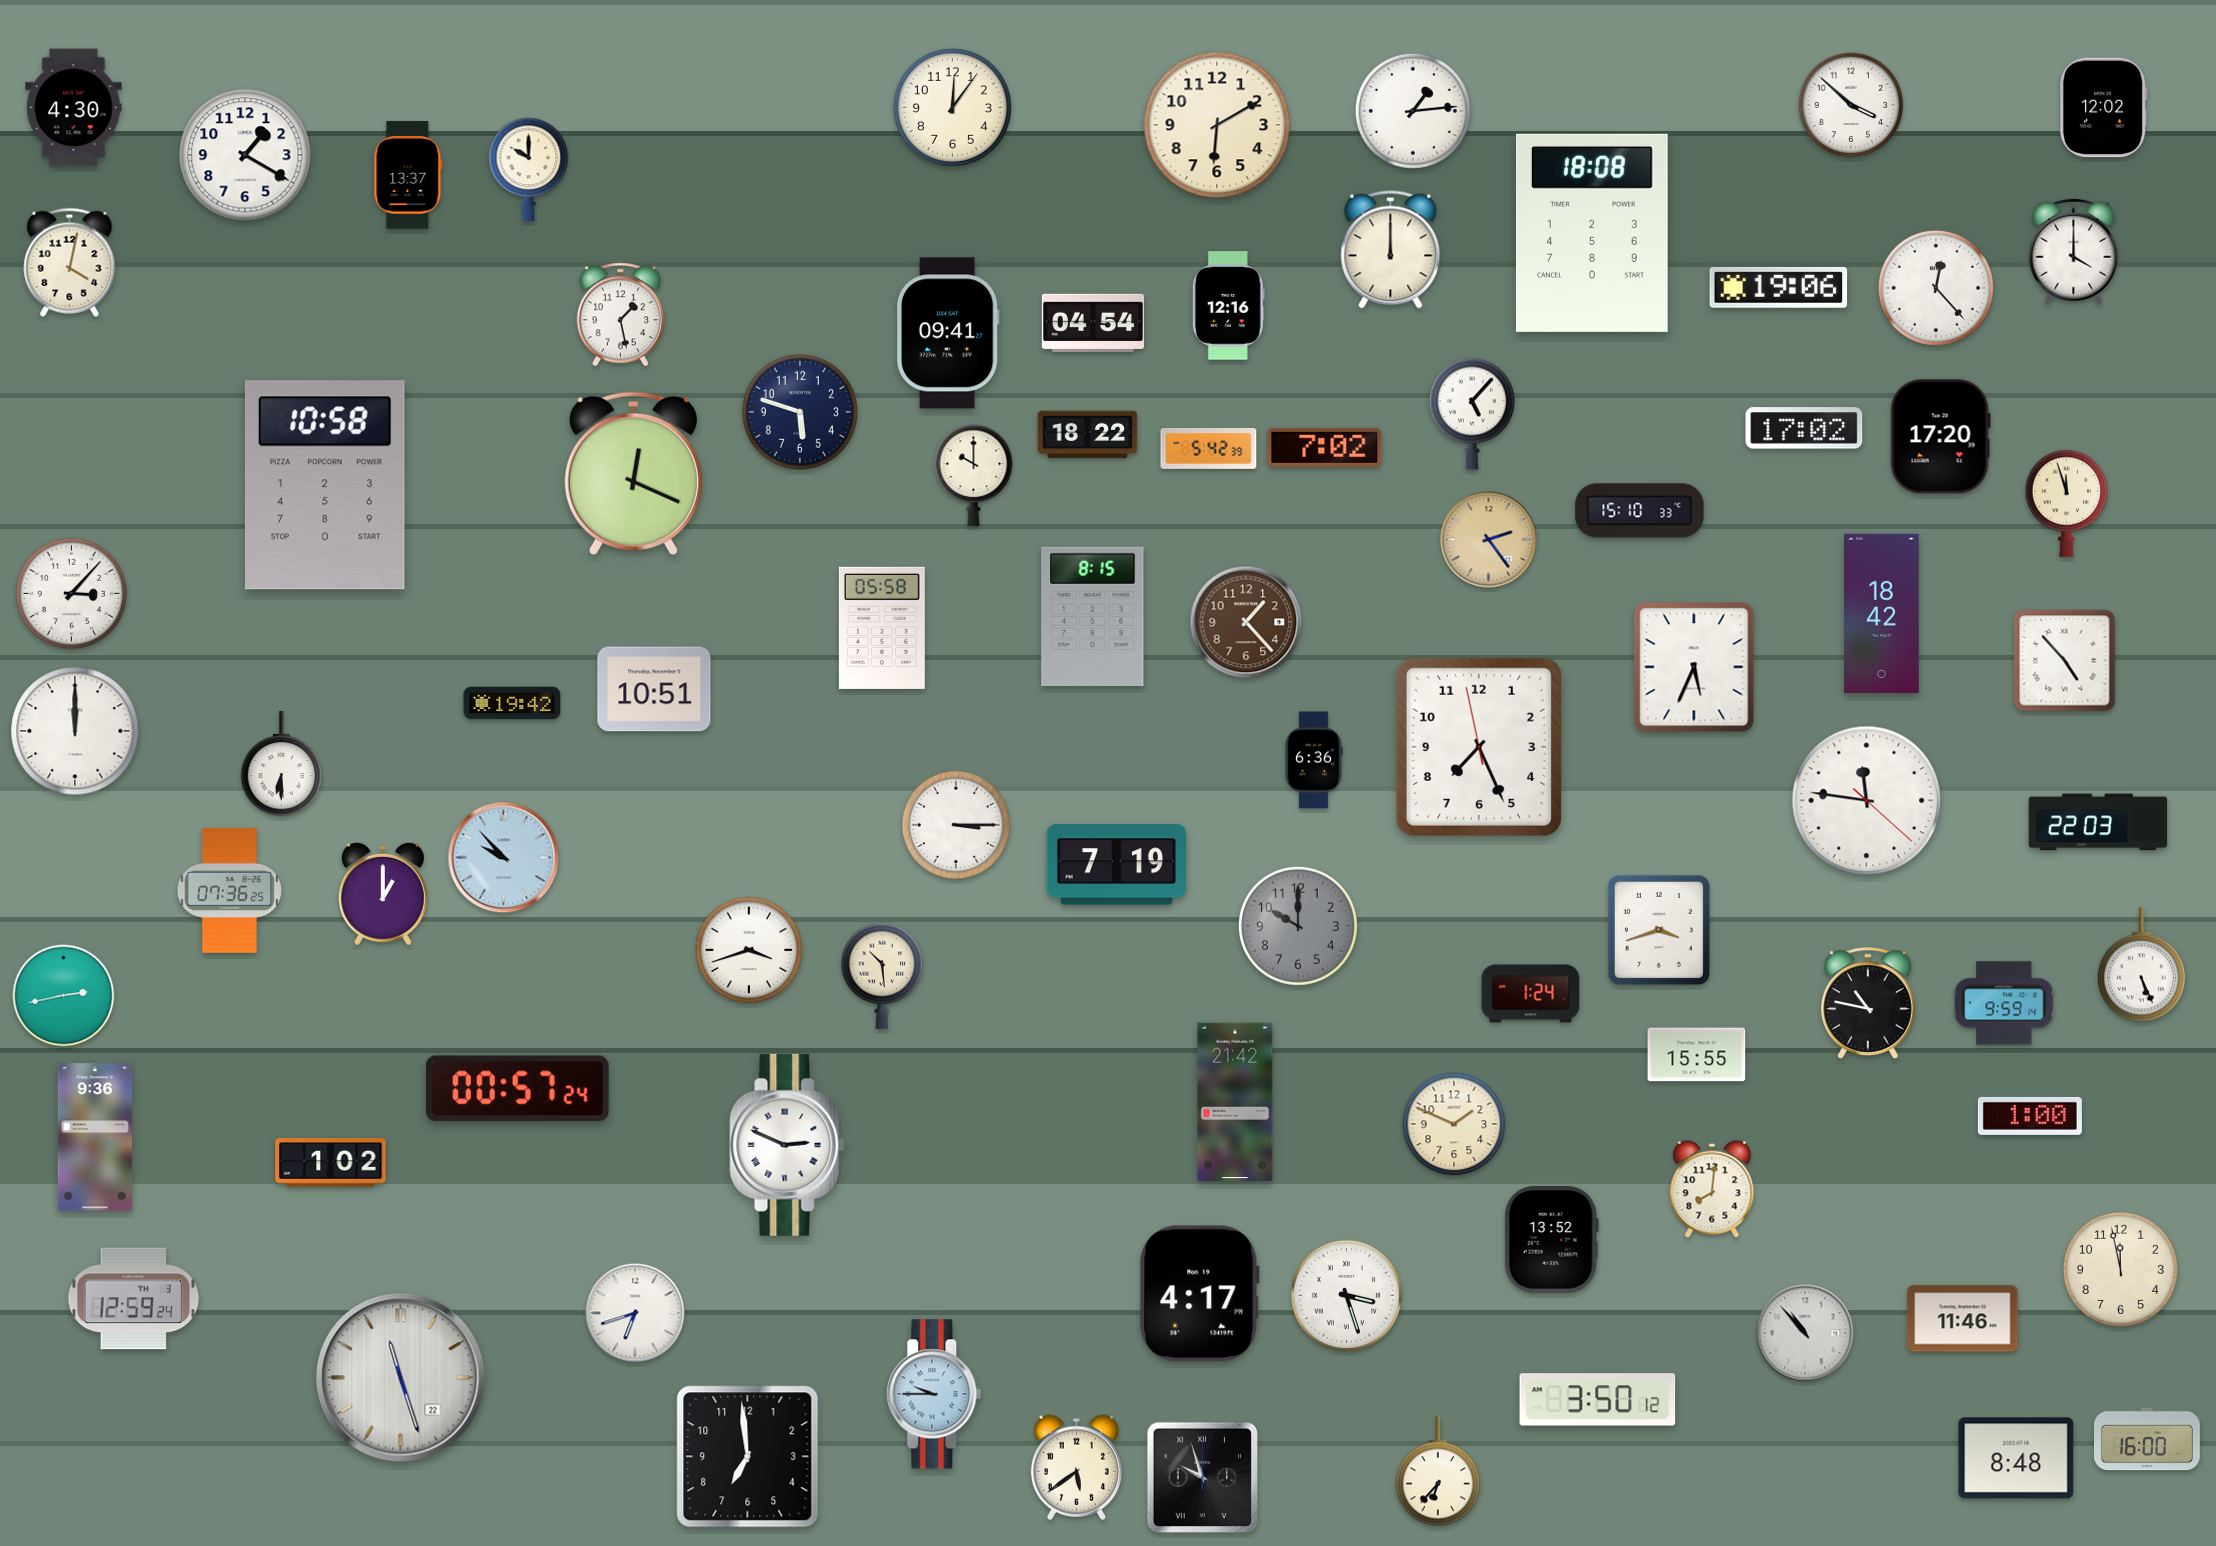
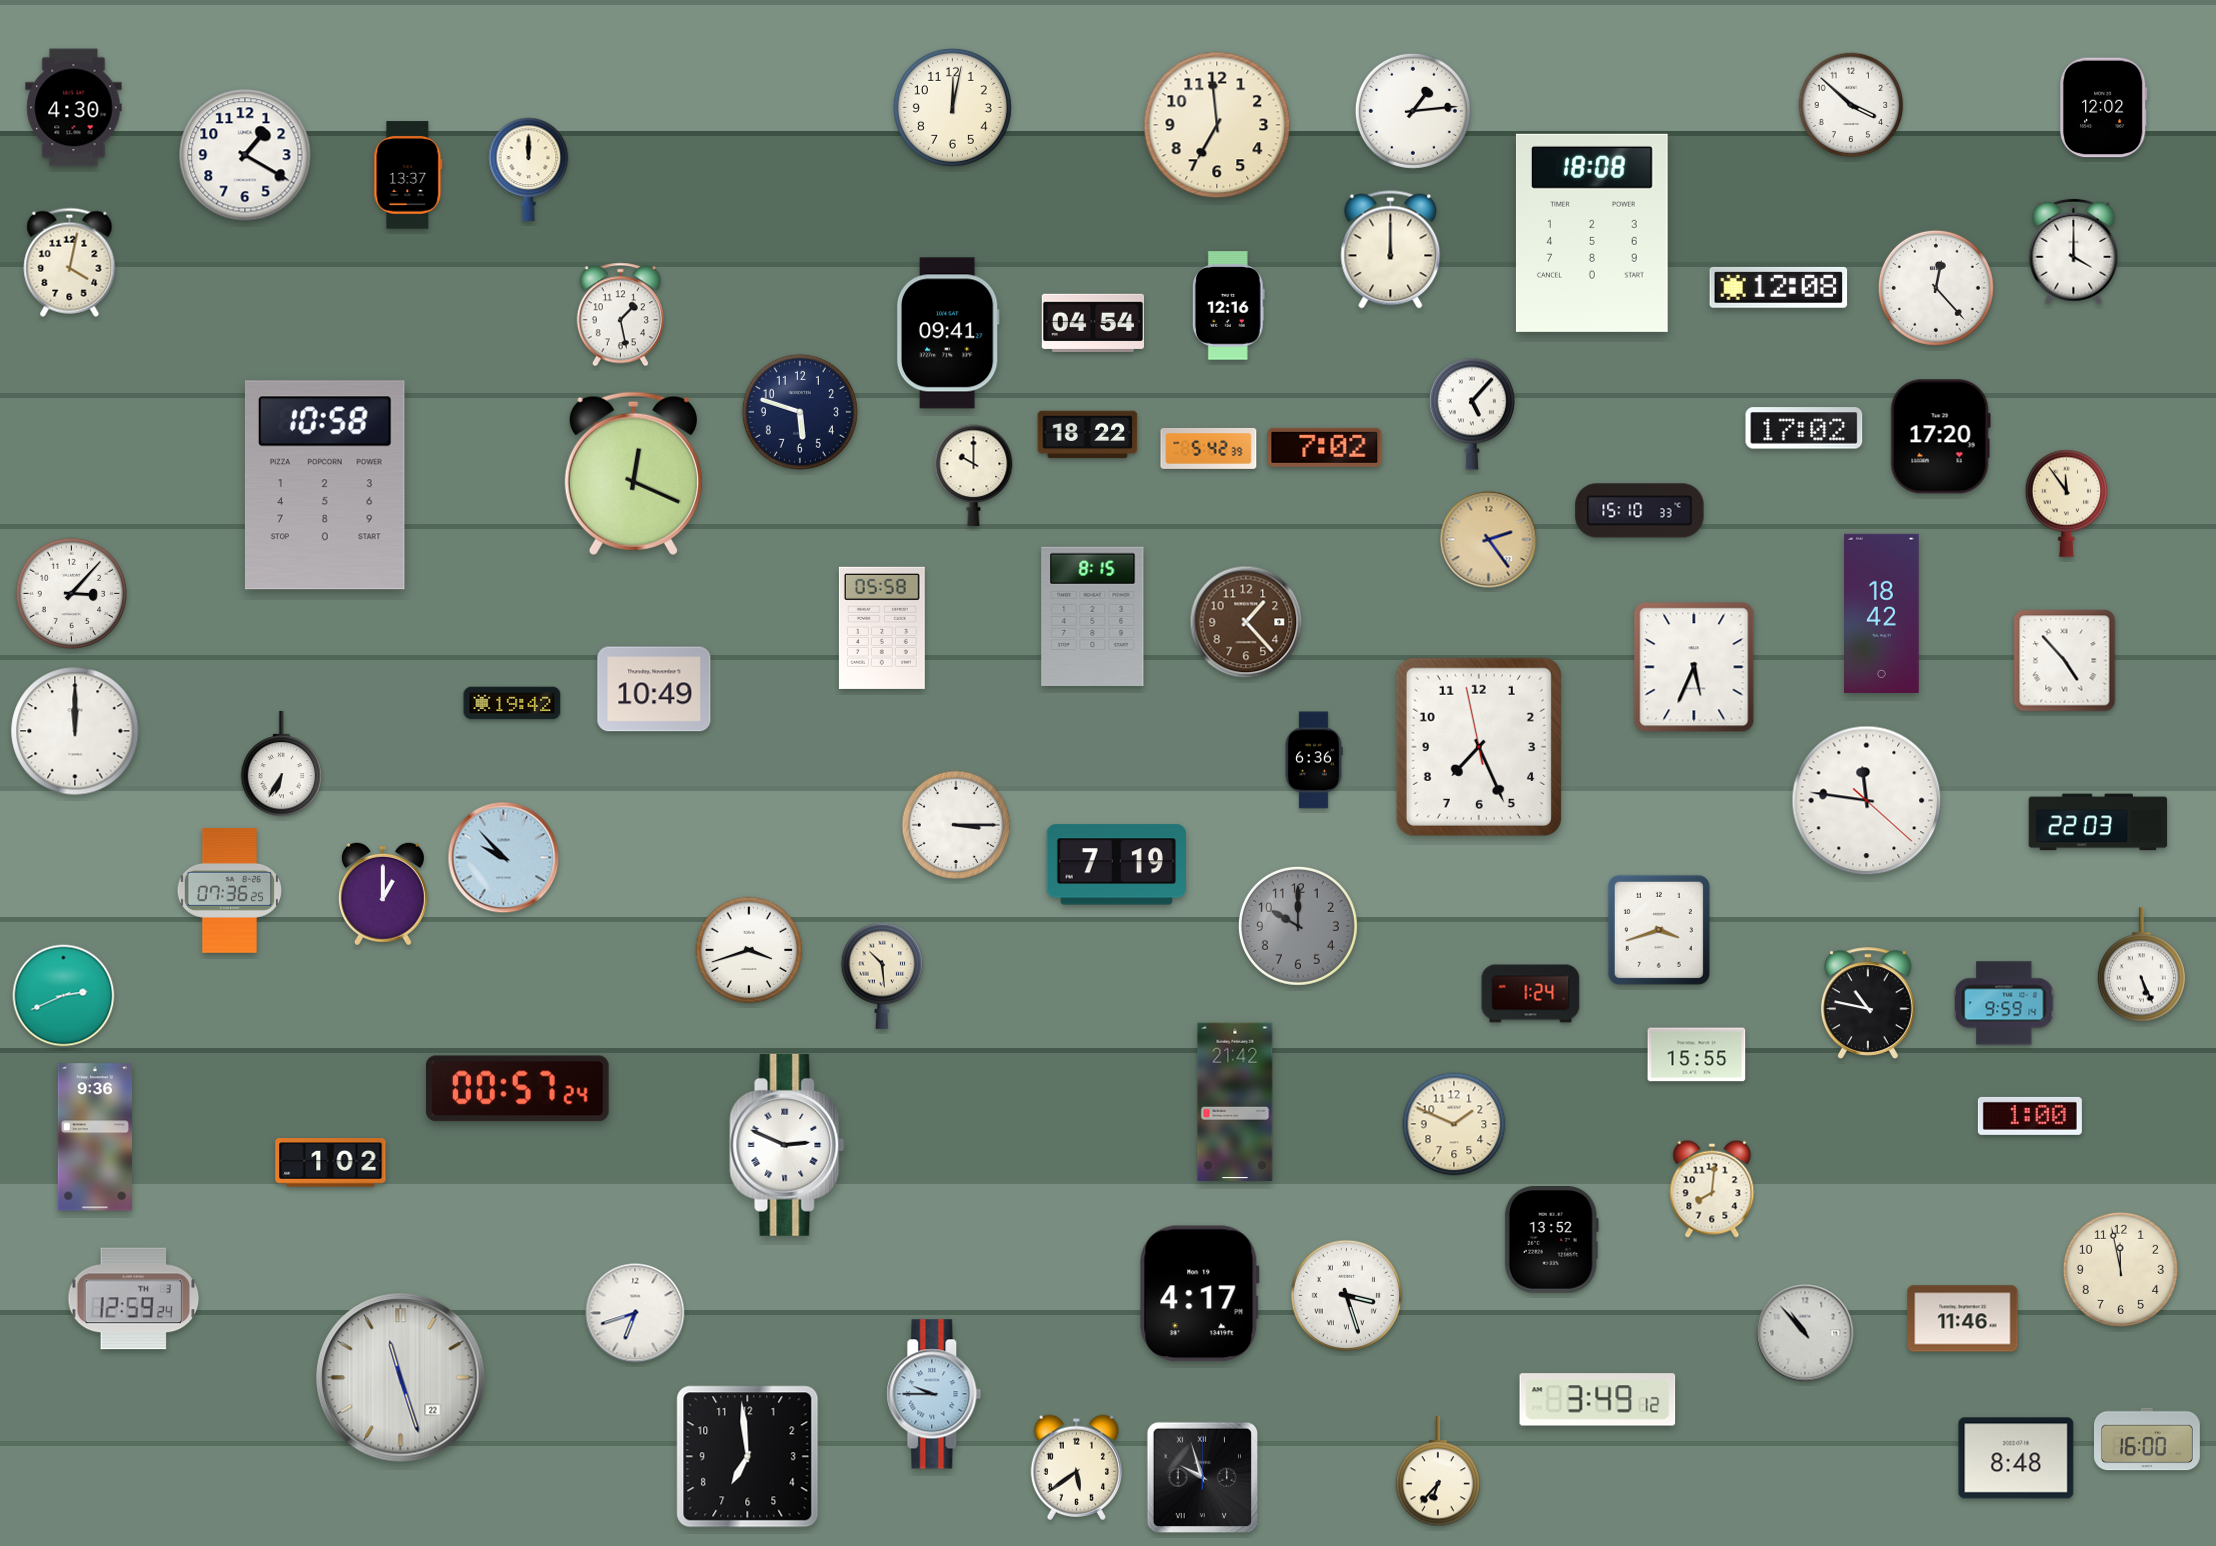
clock at (952, 107): 12:06 -> 12:02
clock at (1217, 125): 6:10 -> 6:59
clock at (529, 169): 10:00 -> 12:00
clock at (1779, 287): 19:06 -> 12:08
clock at (2067, 503): 11:57 -> 11:54
clock at (654, 689): 10:51 -> 10:49
clock at (282, 764): 6:30 -> 6:35
clock at (64, 996): 2:43 -> 2:41
clock at (1598, 1400): 3:50 -> 3:49
